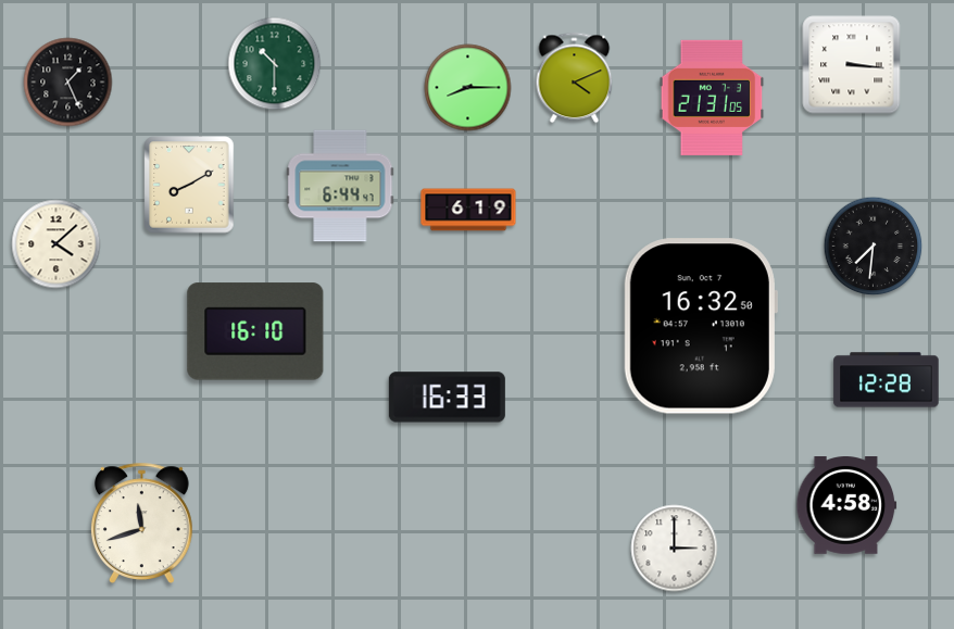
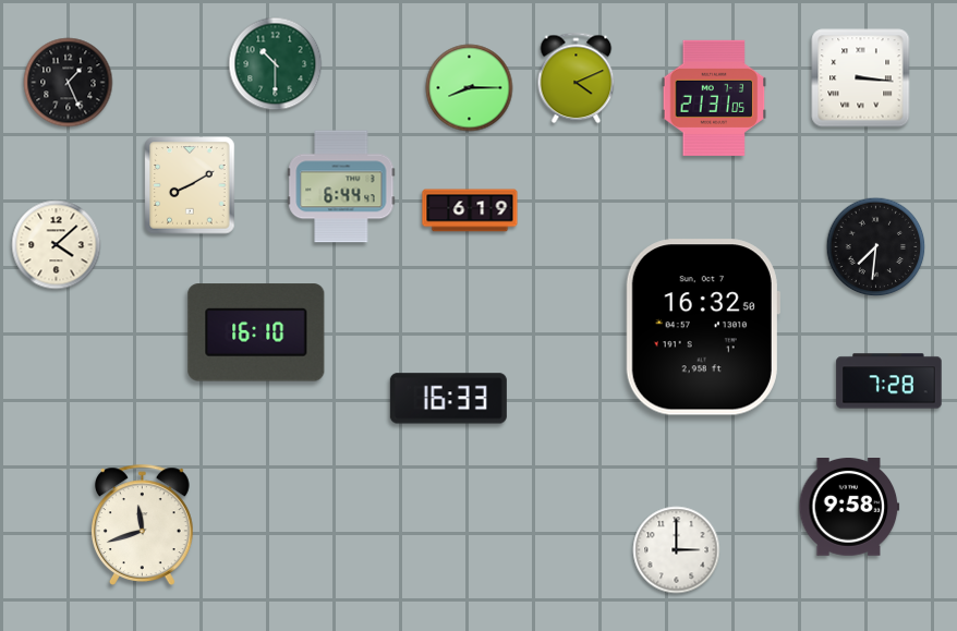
clock at (852, 65) position: (852, 65) -> (861, 78)
clock at (887, 380): 12:28 -> 7:28
clock at (846, 506): 4:58 -> 9:58
